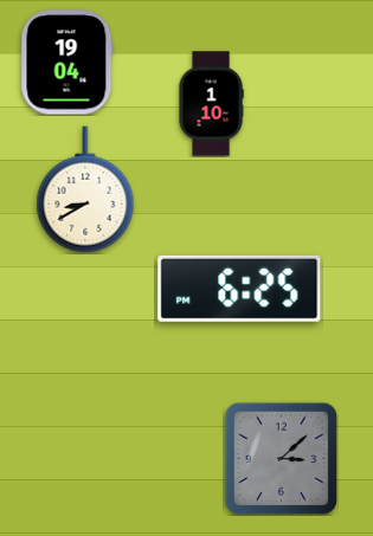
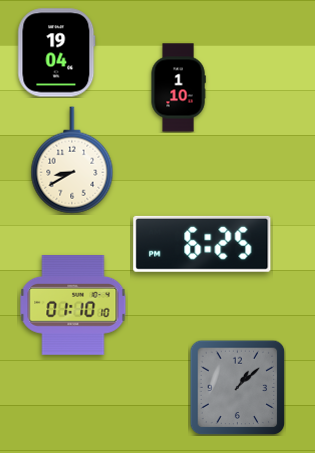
clock at (73, 306): none -> 01:10
clock at (281, 458): 3:08 -> 1:08
